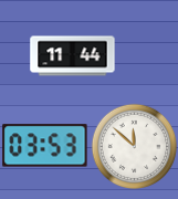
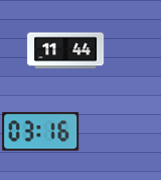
clock at (45, 146): 03:53 -> 03:16
clock at (134, 146): 11:52 -> none
